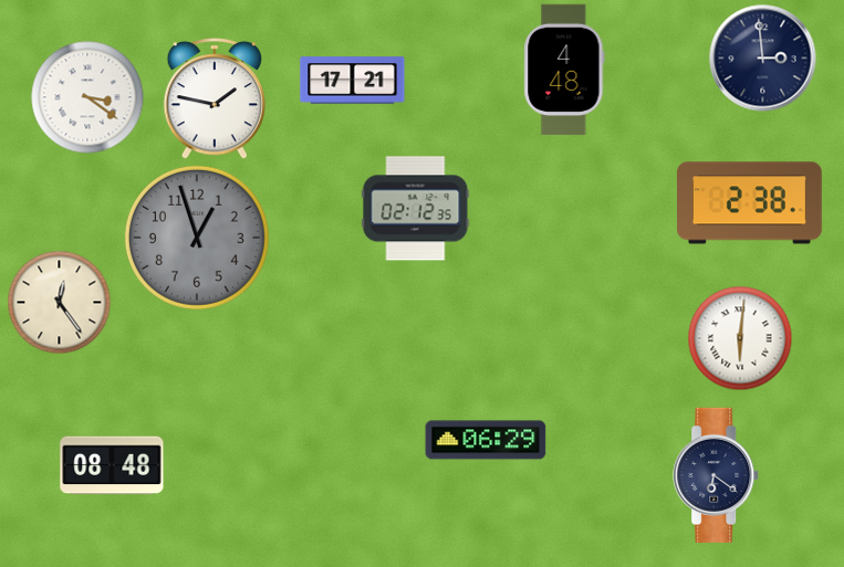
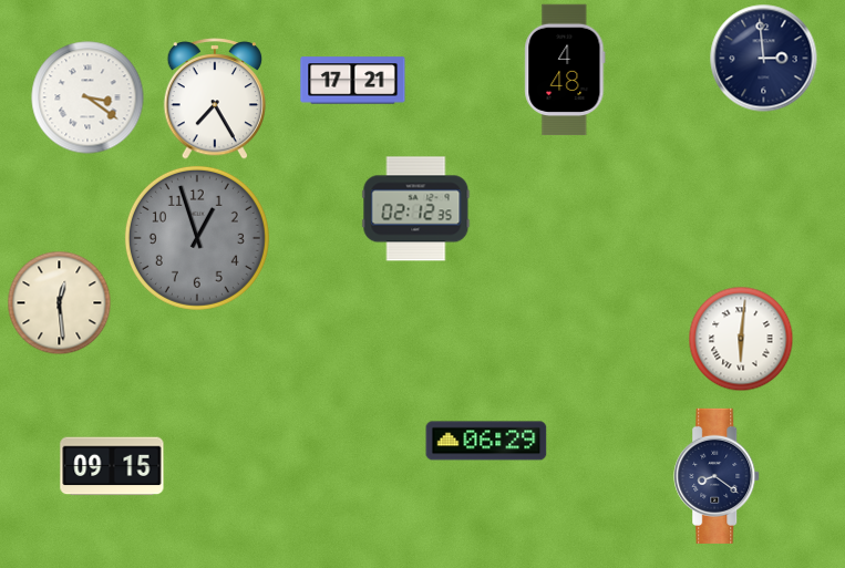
clock at (213, 99): 1:47 -> 7:25
clock at (750, 203): 2:38 -> none
clock at (59, 302): 12:24 -> 12:29
clock at (112, 465): 08:48 -> 09:15
clock at (717, 475): 6:21 -> 8:21
